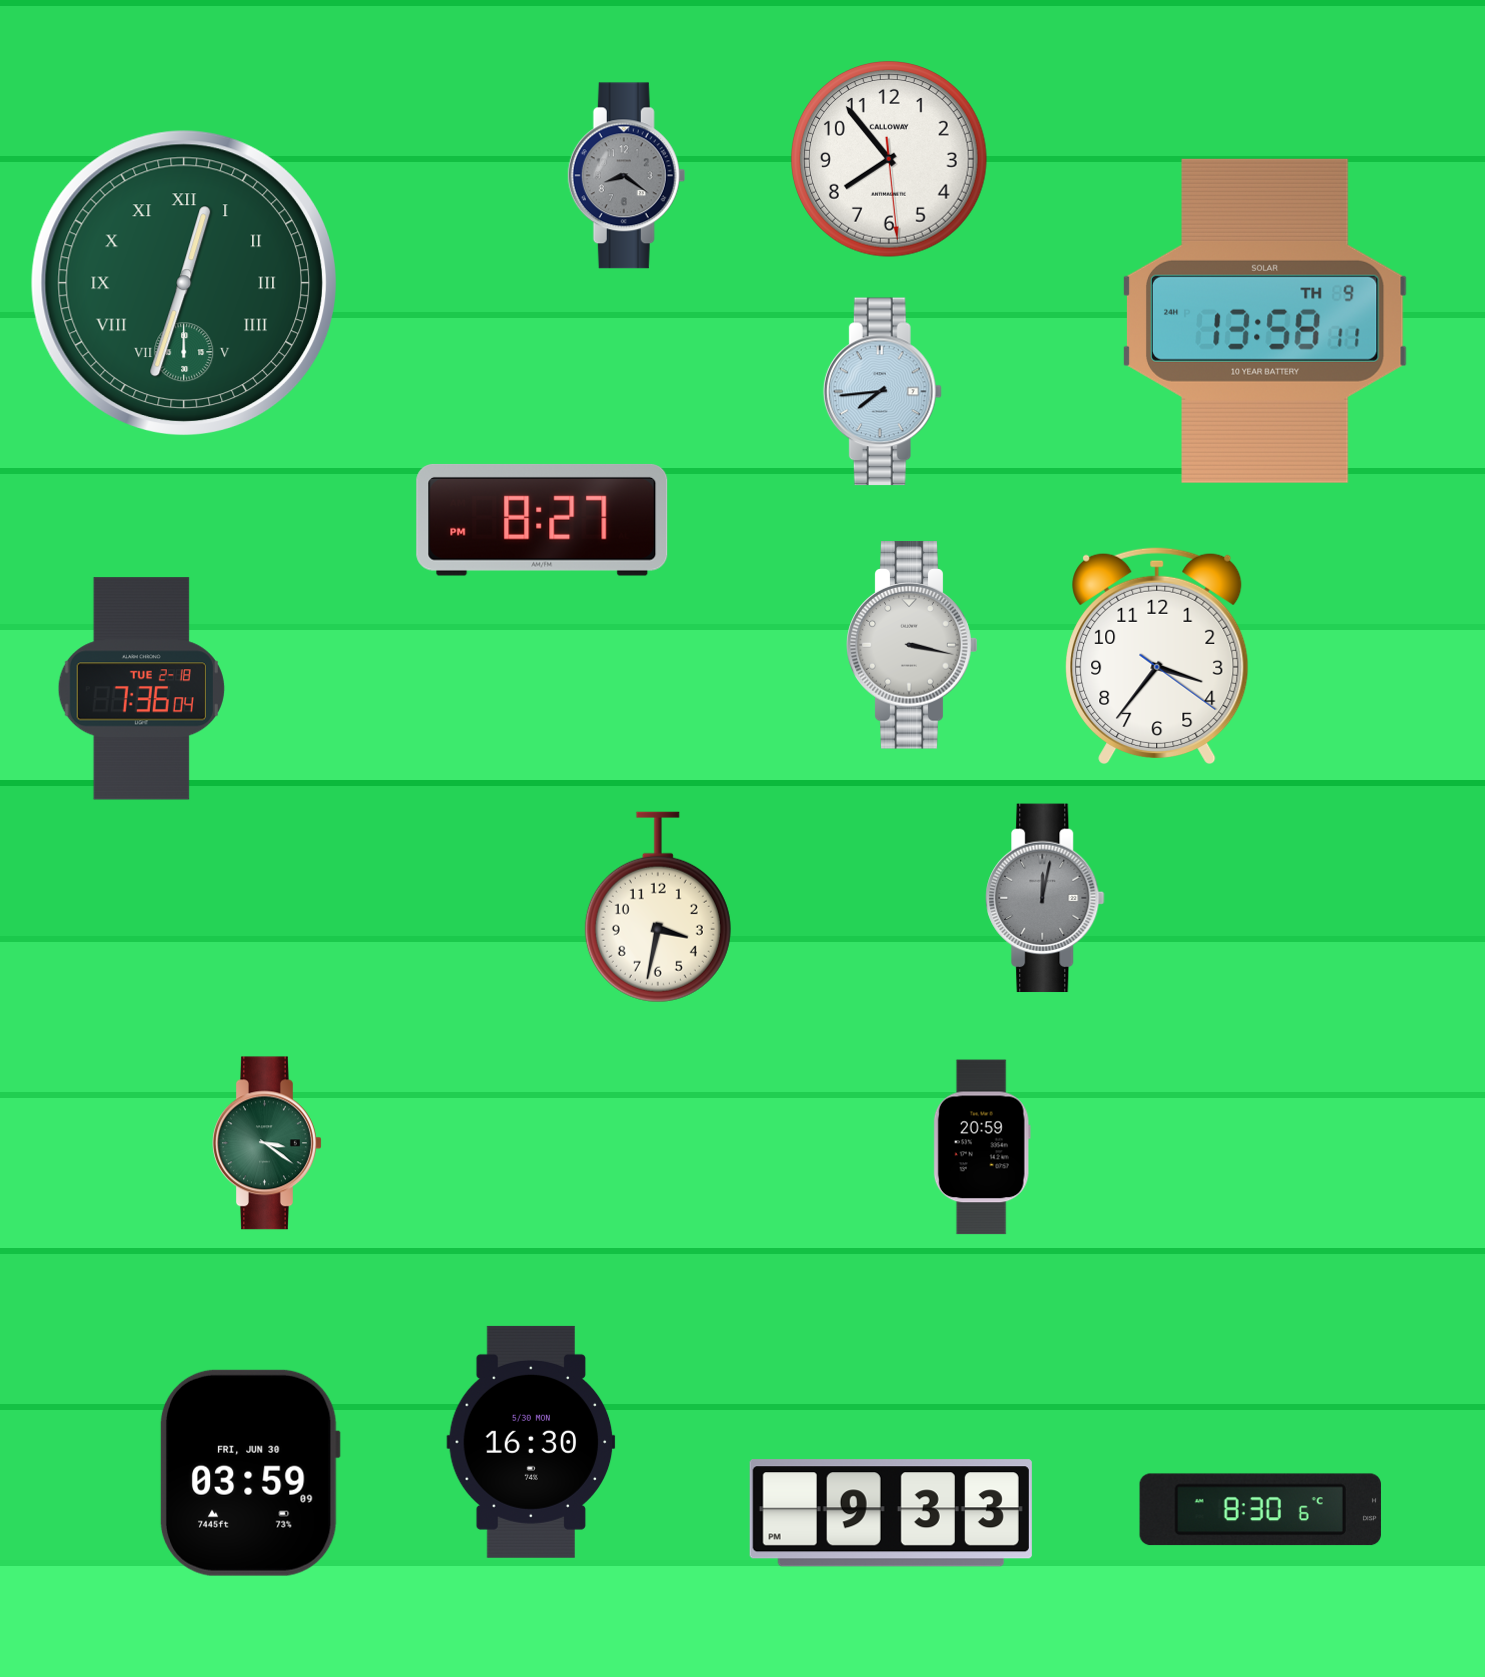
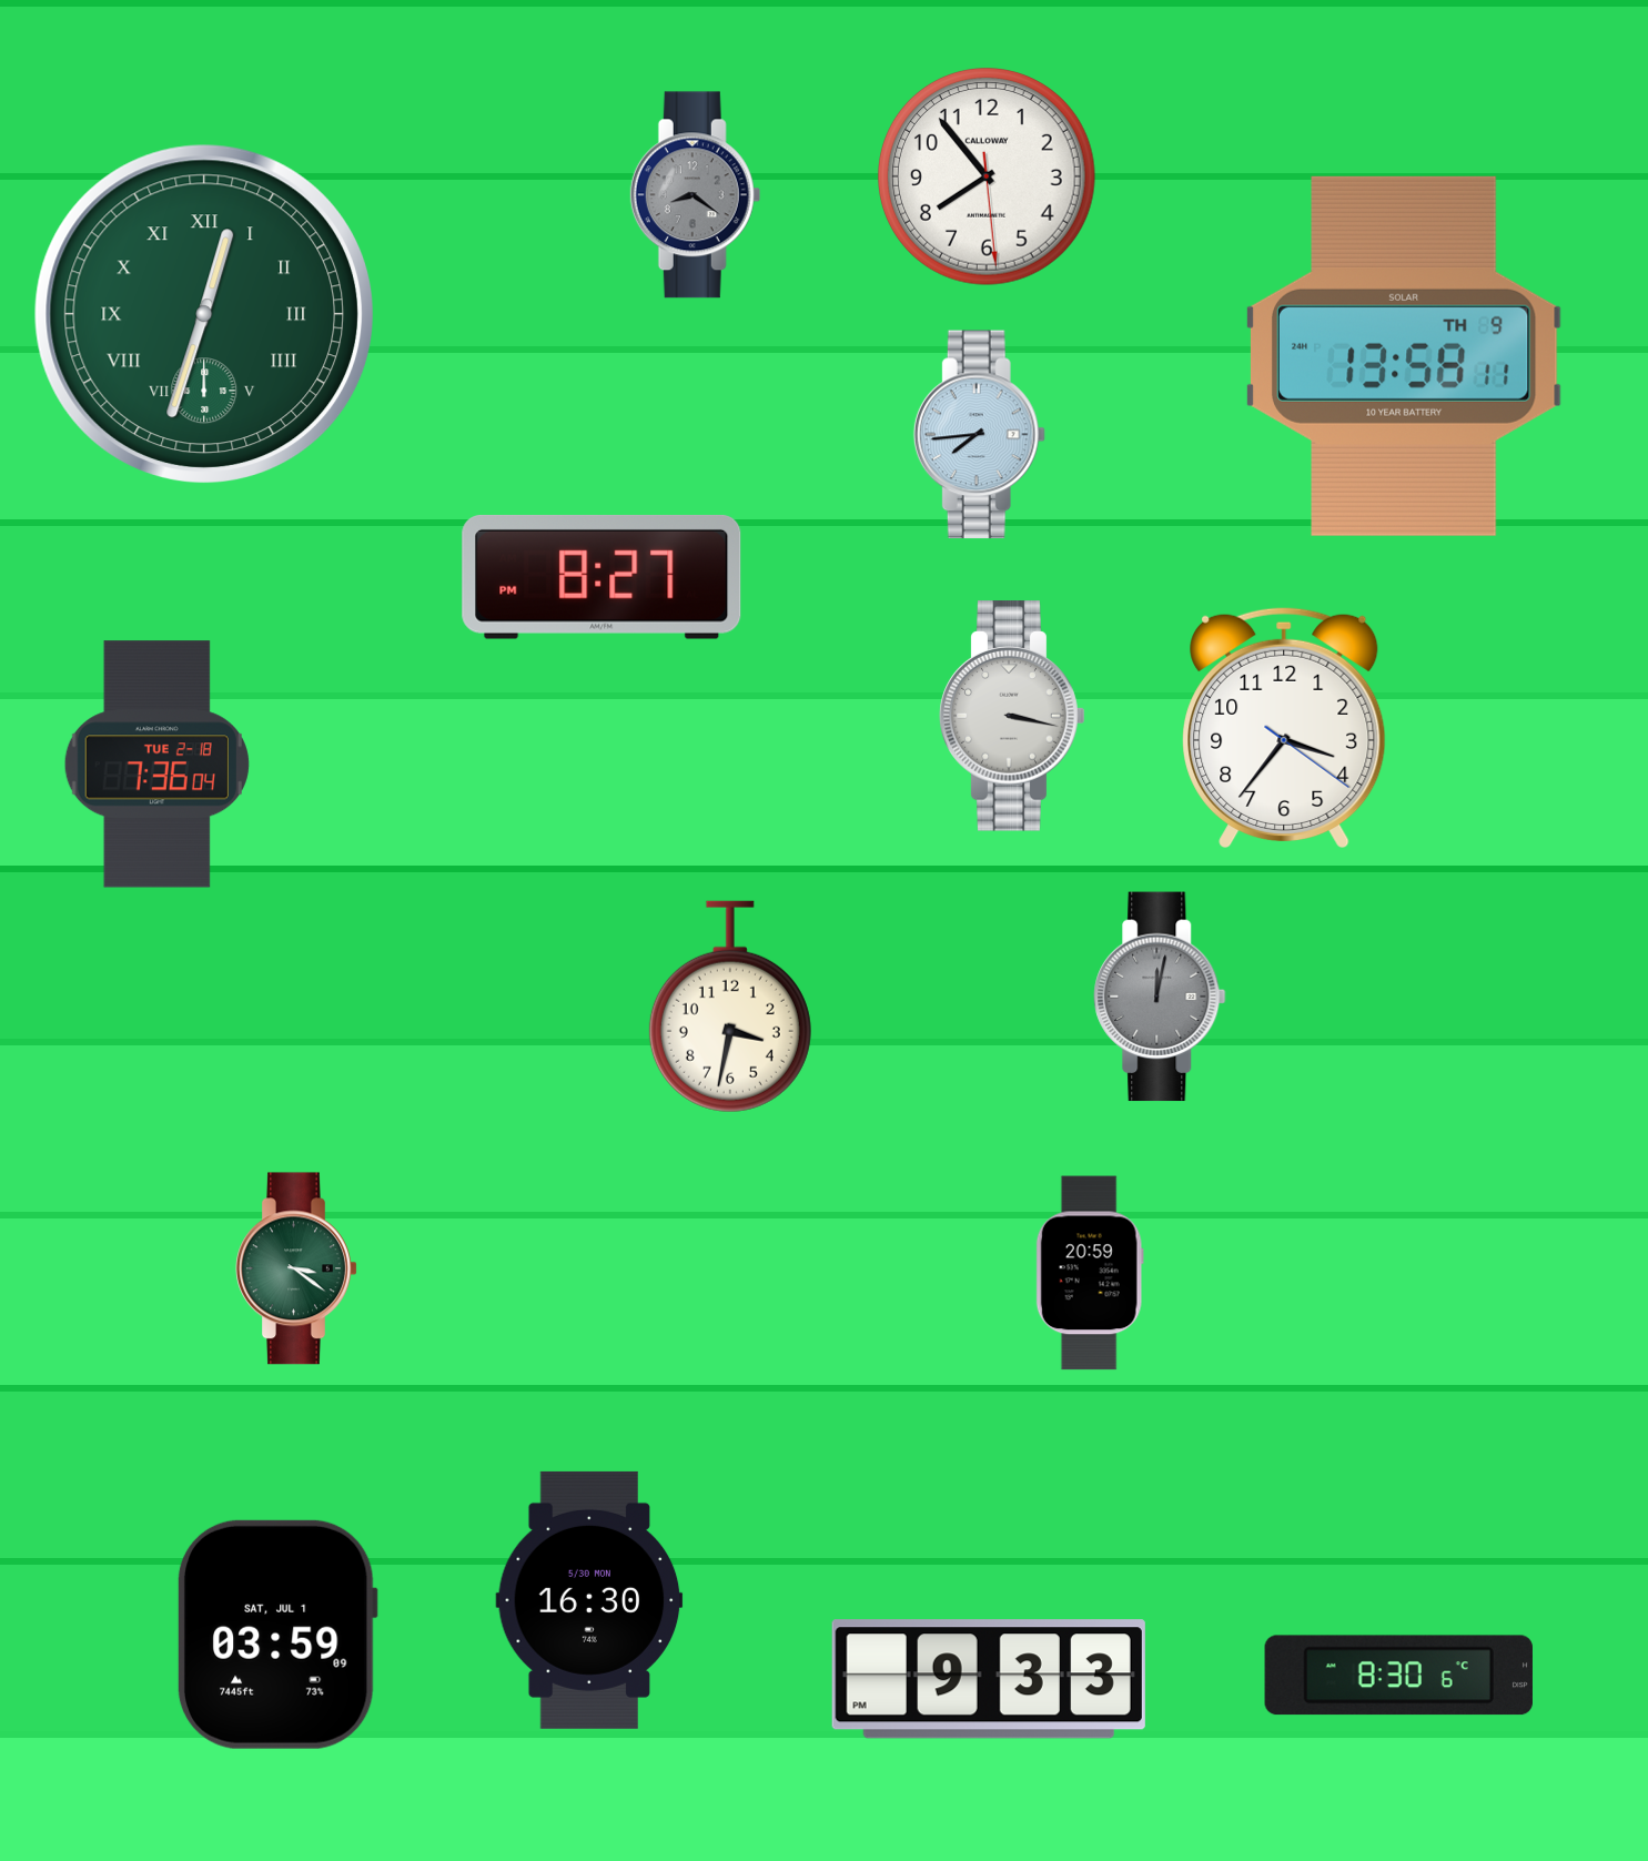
clock at (250, 1473) date: FRI, JUN 30 -> SAT, JUL 1
